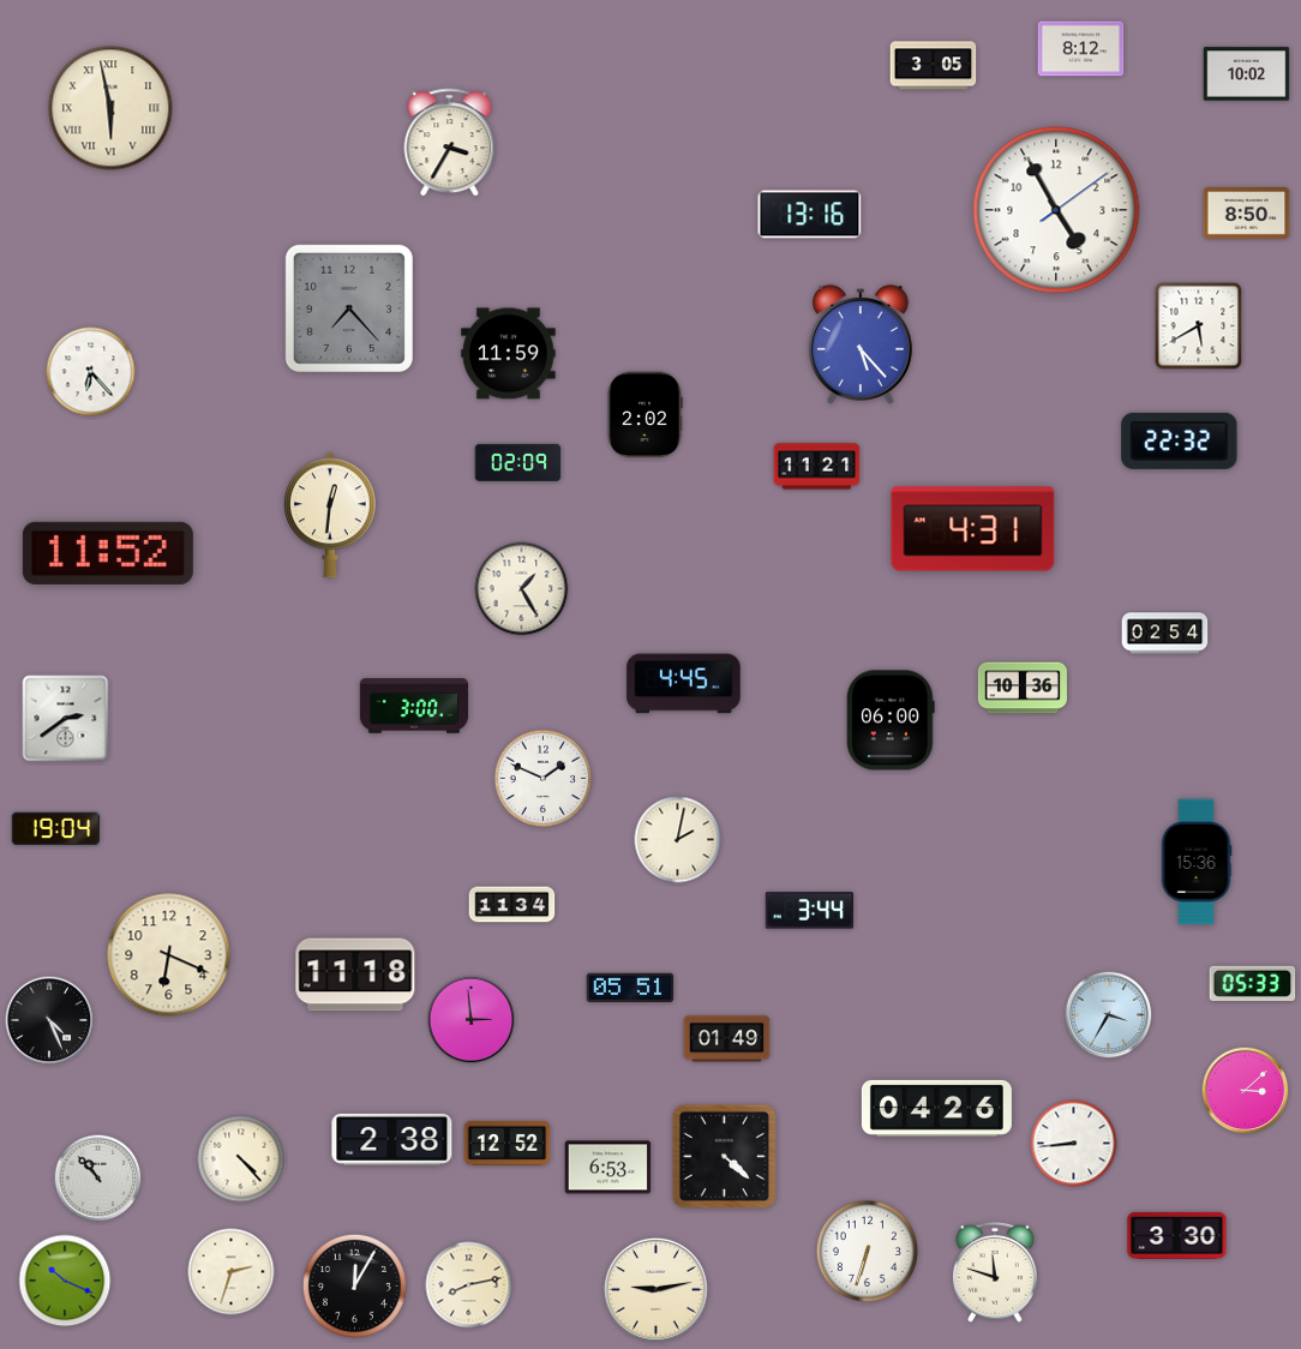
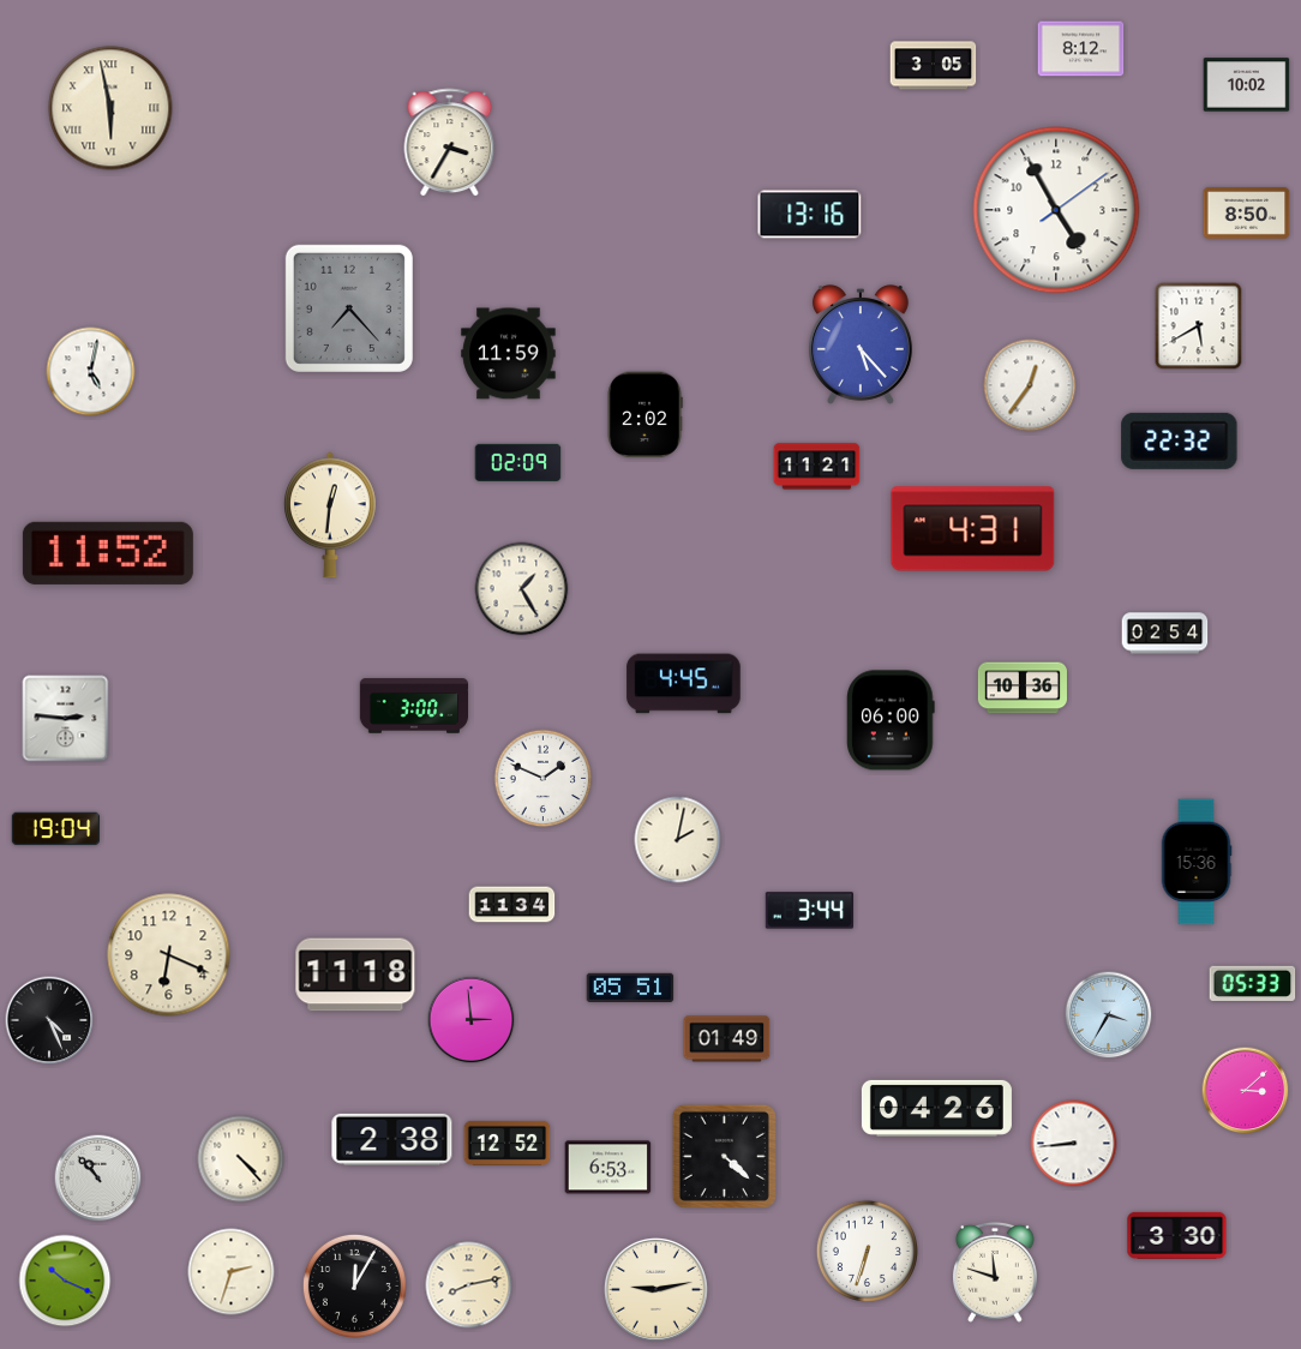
clock at (1247, 74) position: (1247, 74) -> (1247, 85)
clock at (91, 372): 6:23 -> 5:02
clock at (1030, 385): none -> 12:36
clock at (66, 719): 2:39 -> 2:46
